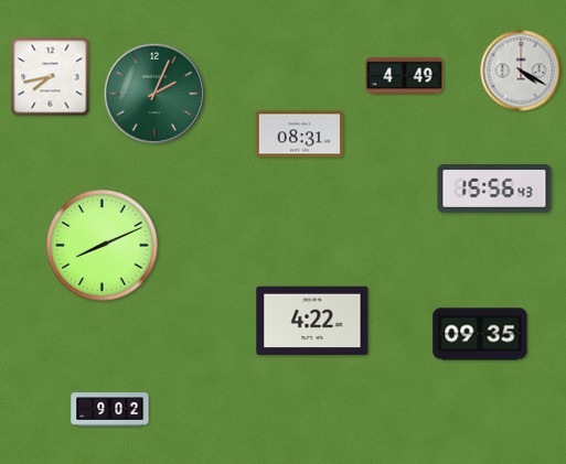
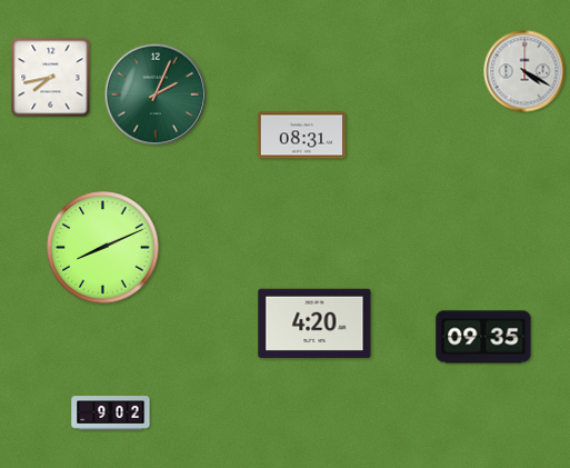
clock at (405, 76): 4:49 -> none
clock at (494, 188): 15:56 -> none
clock at (312, 321): 4:22 -> 4:20
